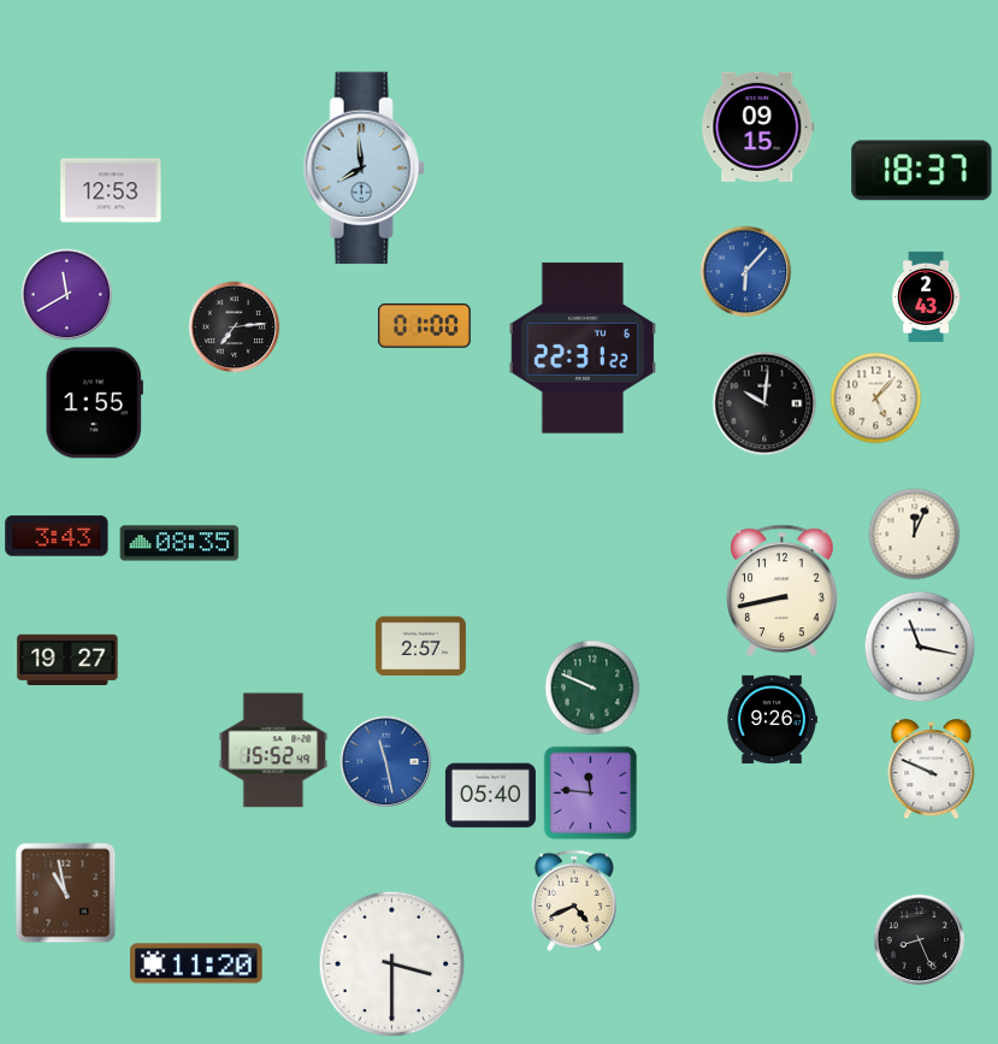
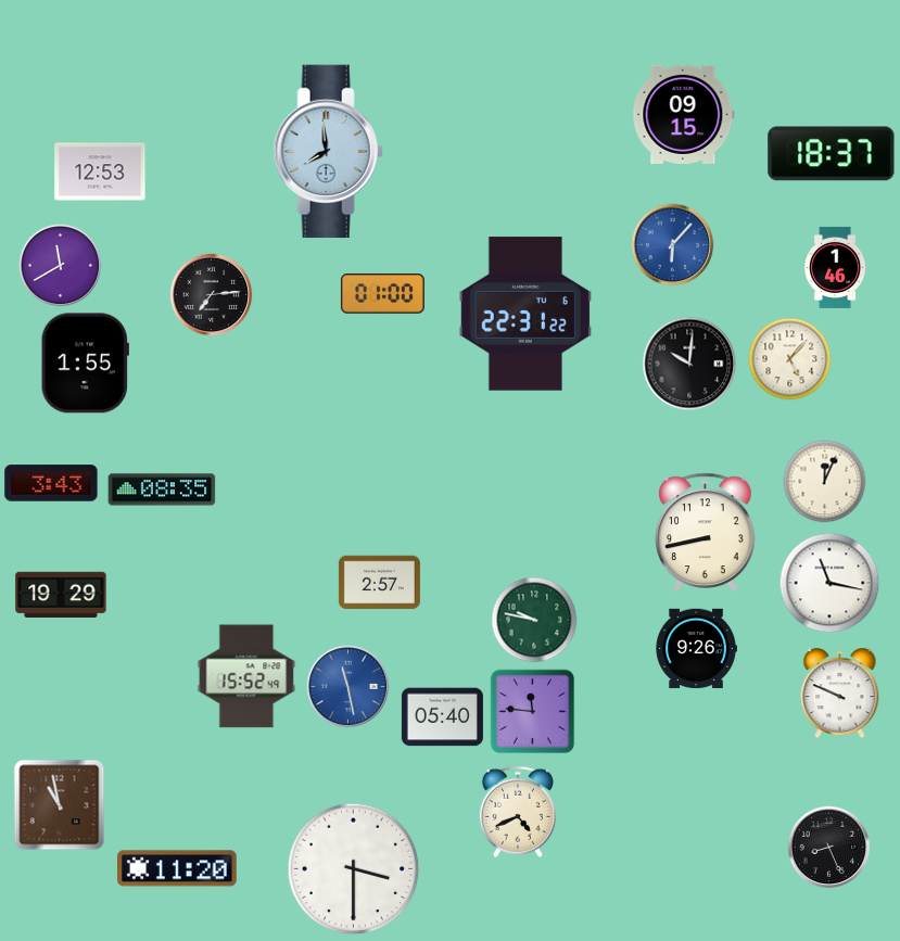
clock at (927, 296): 2:43 -> 1:46
clock at (67, 659): 19:27 -> 19:29
clock at (592, 688): 9:49 -> 9:47
clock at (591, 794) position: (591, 794) -> (533, 712)
